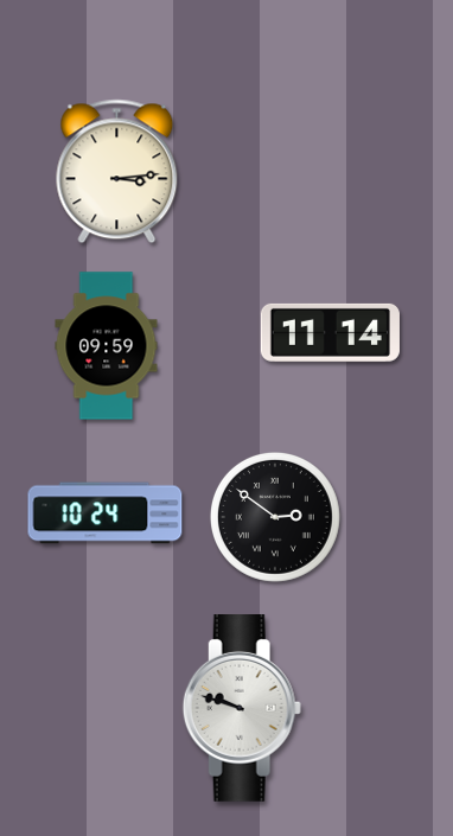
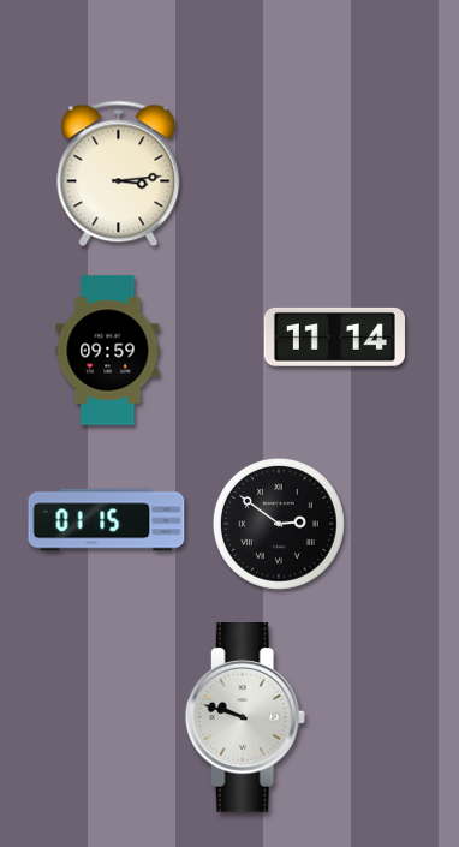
clock at (106, 513): 10:24 -> 01:15
